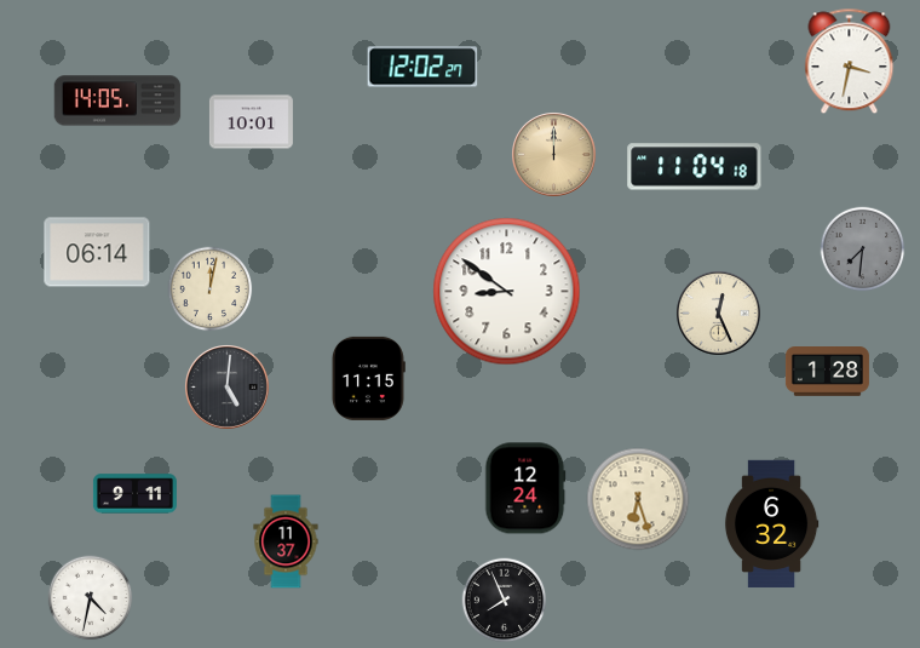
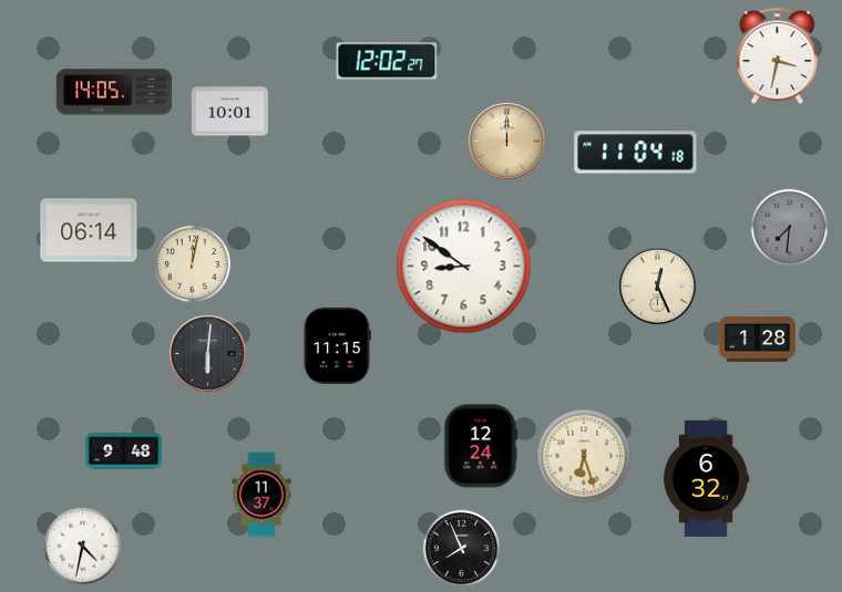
clock at (117, 101) position: (117, 101) -> (114, 92)
clock at (228, 388): 5:01 -> 6:01
clock at (134, 494): 9:11 -> 9:48
